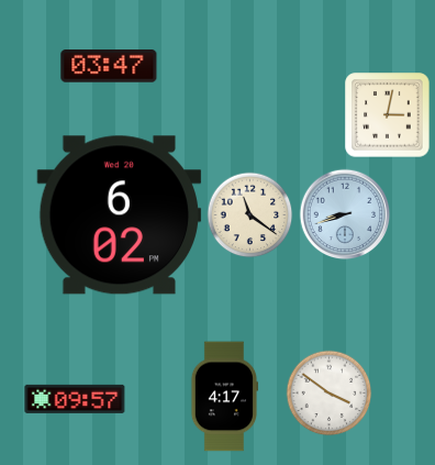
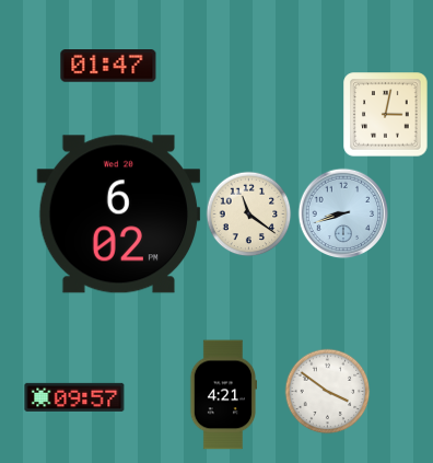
clock at (109, 66): 03:47 -> 01:47
clock at (223, 397): 4:17 -> 4:21
